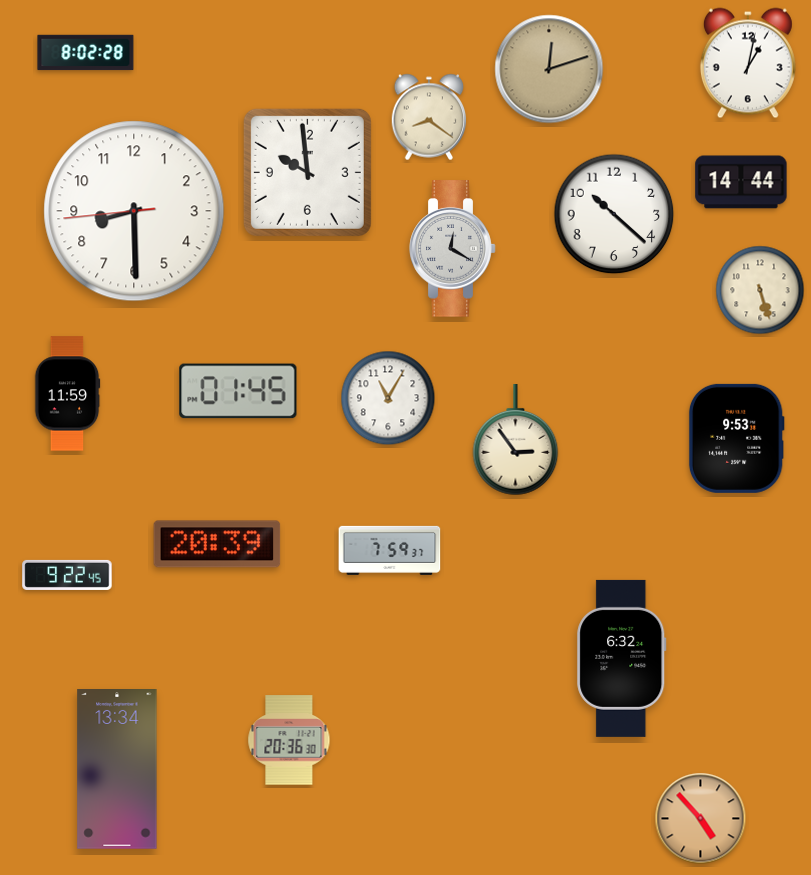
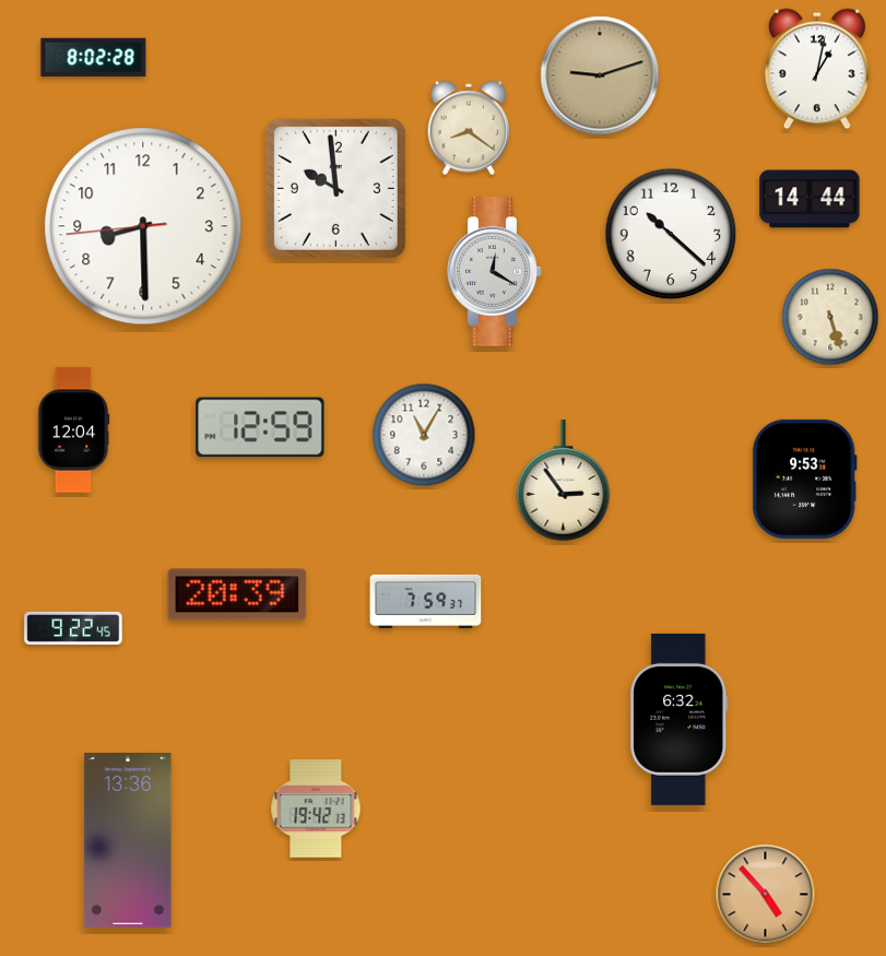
clock at (549, 69): 12:12 -> 9:12
clock at (134, 211) position: (134, 211) -> (143, 226)
clock at (238, 391): 01:45 -> 12:59
clock at (67, 394): 11:59 -> 12:04
clock at (289, 740): 20:36 -> 19:42
clock at (117, 769): 13:34 -> 13:36
